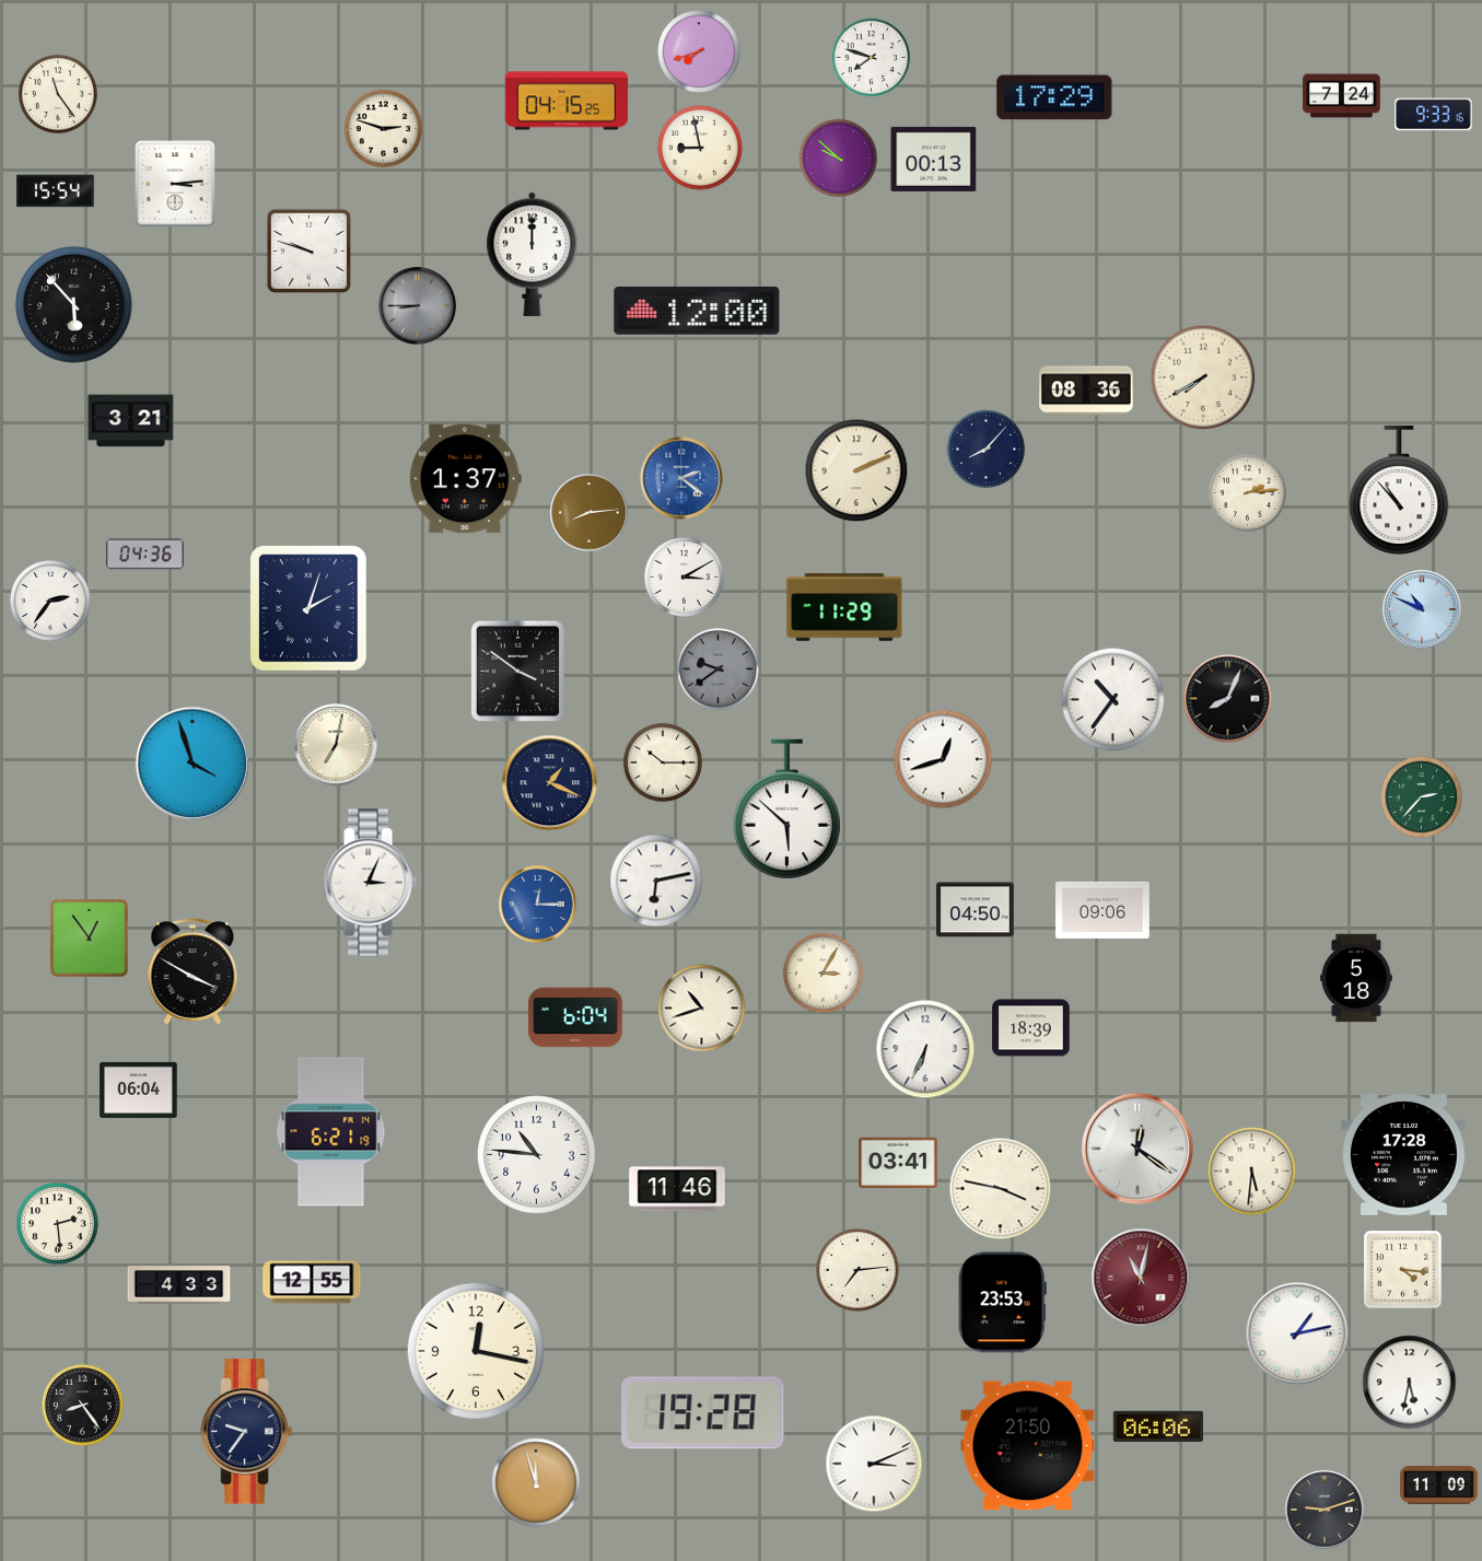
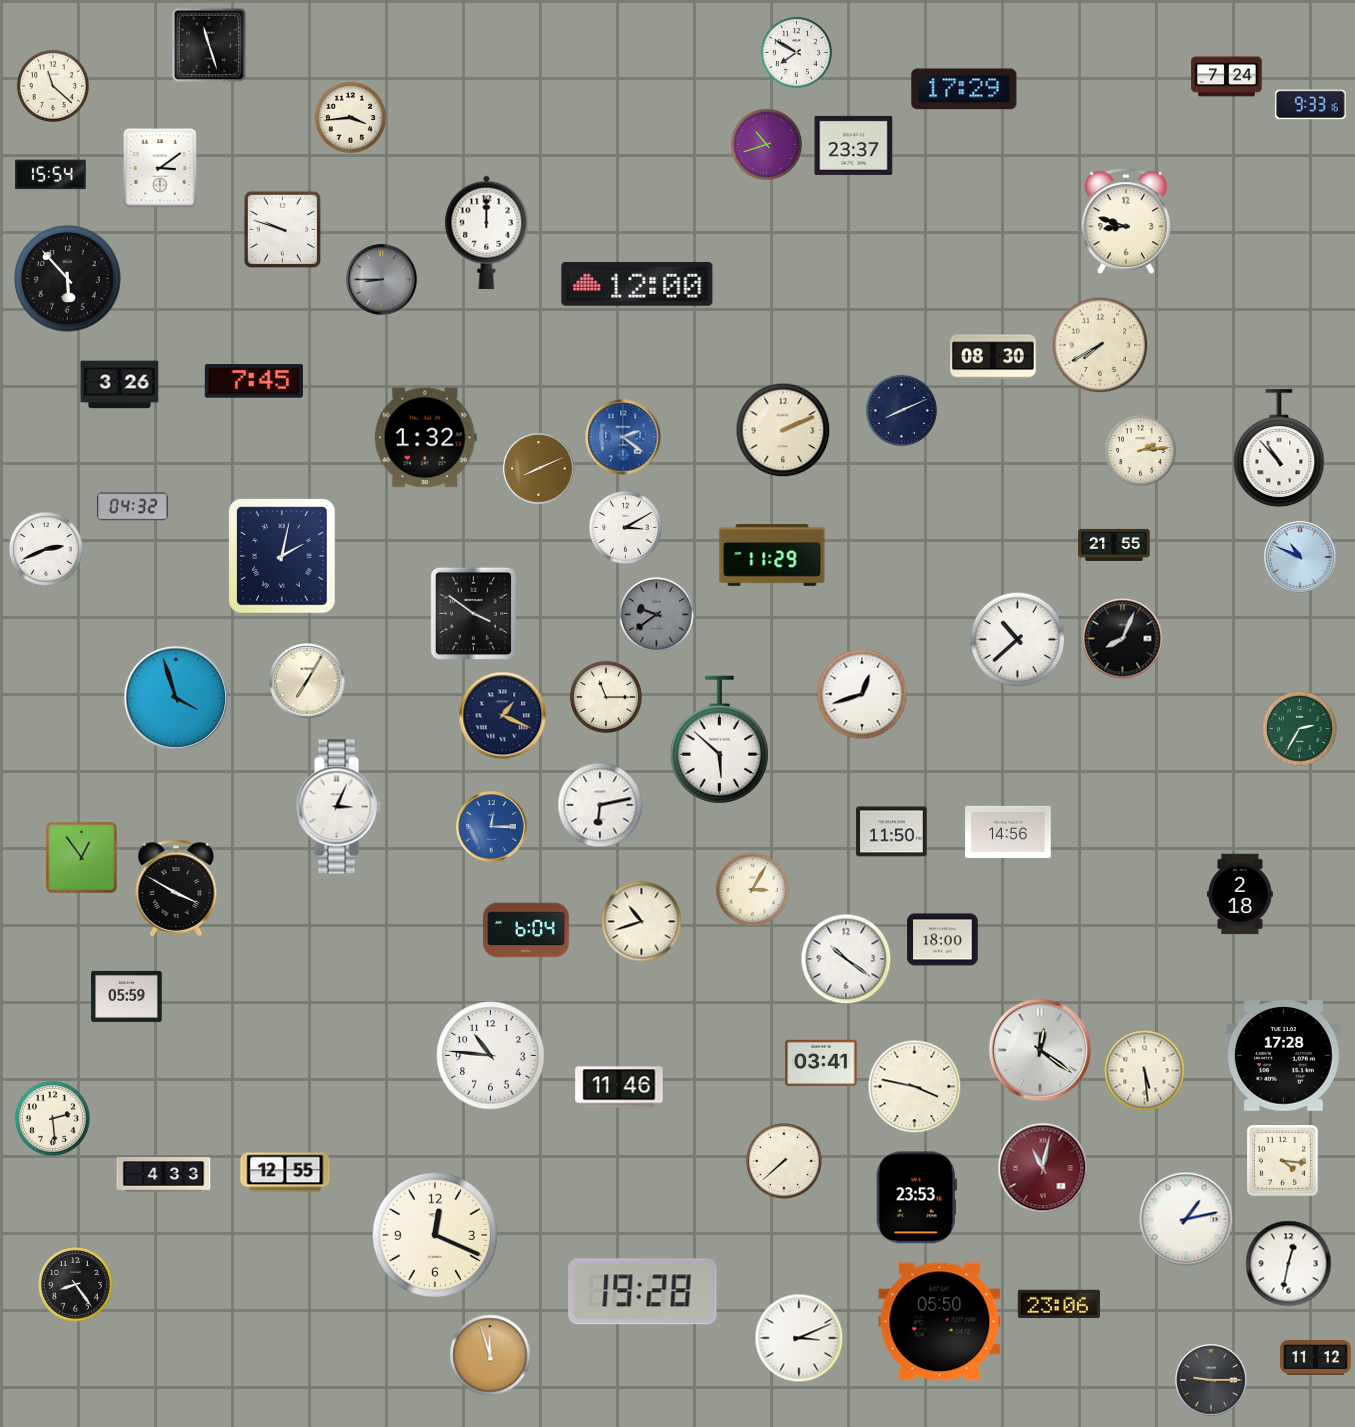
clock at (209, 45): none -> 11:27
clock at (699, 51): 7:42 -> none
clock at (871, 57): 7:48 -> 7:50
clock at (58, 94): 11:24 -> 11:22
clock at (1342, 96) position: (1342, 96) -> (1227, 77)
clock at (565, 101): 04:15 -> none
clock at (383, 128): 2:48 -> 3:44
clock at (700, 148): 8:58 -> none
clock at (838, 158): 9:52 -> 10:42
clock at (934, 159): 00:13 -> 23:37
clock at (175, 184): 3:14 -> 3:09
clock at (1126, 222): none -> 8:48
clock at (1086, 391): 08:36 -> 08:30
clock at (254, 381): none -> 7:45
clock at (131, 421): 3:21 -> 3:26
clock at (985, 449): 8:07 -> 8:11
clock at (465, 479): 1:37 -> 1:32
clock at (590, 513): 8:14 -> 8:11
clock at (145, 555): 04:36 -> 04:32
clock at (1114, 545): none -> 21:55
clock at (50, 601): 2:36 -> 2:41
clock at (310, 608): 2:03 -> 2:02
clock at (719, 669) position: (719, 669) -> (657, 615)
clock at (1113, 700): 10:36 -> 10:38
clock at (336, 745): 7:02 -> 7:05
clock at (663, 762): 10:15 -> 11:15
clock at (1422, 797): 2:37 -> 2:35
clock at (976, 910): 04:50 -> 11:50
clock at (1102, 910): 09:06 -> 14:56
clock at (1356, 978): 5:18 -> 2:18
clock at (1031, 1028): 18:39 -> 18:00
clock at (925, 1049): 6:34 -> 10:21
clock at (139, 1090): 06:04 -> 05:59
clock at (331, 1132): 6:21 -> none
clock at (1252, 1172): 5:31 -> 5:29
clock at (857, 1270): 7:14 -> 7:38
clock at (1002, 1303) position: (1002, 1303) -> (916, 1198)
clock at (476, 1351): 12:17 -> 12:19
clock at (1410, 1383): 5:32 -> 12:32
clock at (1158, 1425): 06:06 -> 23:06
clock at (247, 1432): 9:36 -> none
clock at (1028, 1446): 21:50 -> 05:50
clock at (1439, 1486): 11:09 -> 11:12
clock at (1325, 1510): 9:12 -> 9:15
